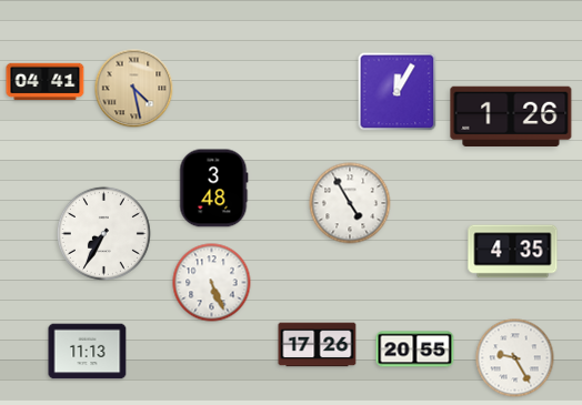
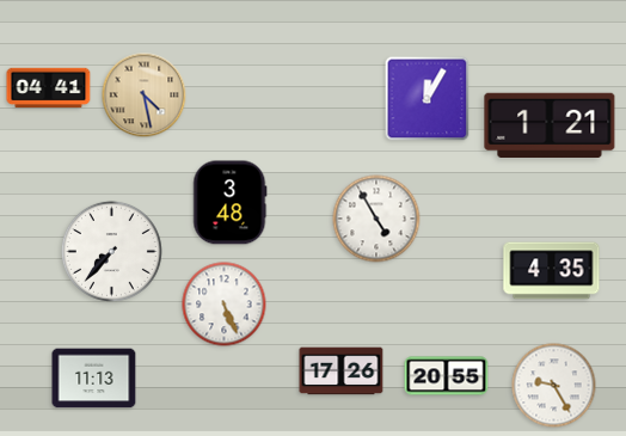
clock at (511, 115): 1:26 -> 1:21
clock at (103, 233): 7:35 -> 7:37
clock at (212, 283) position: (212, 283) -> (225, 305)
